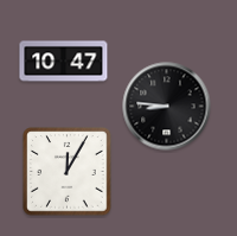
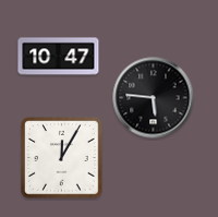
clock at (167, 107): 8:46 -> 5:46
